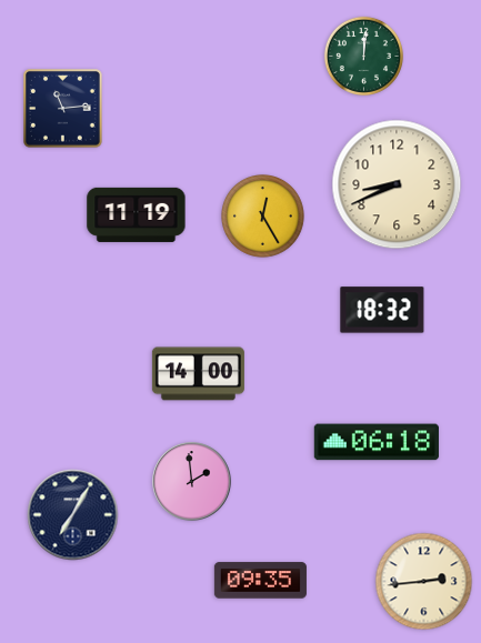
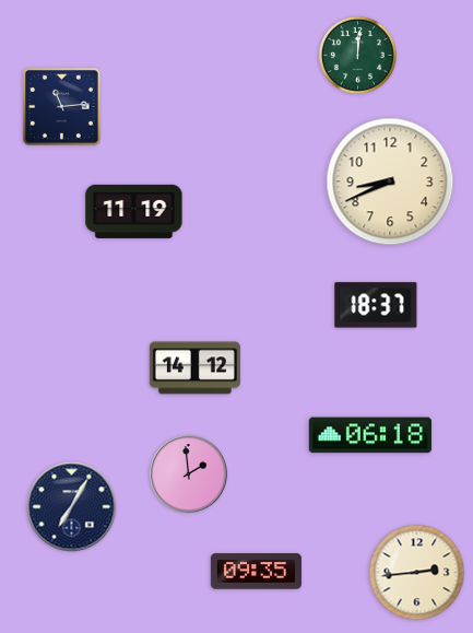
clock at (263, 217): 12:25 -> none
clock at (382, 310): 18:32 -> 18:37
clock at (198, 374): 14:00 -> 14:12
